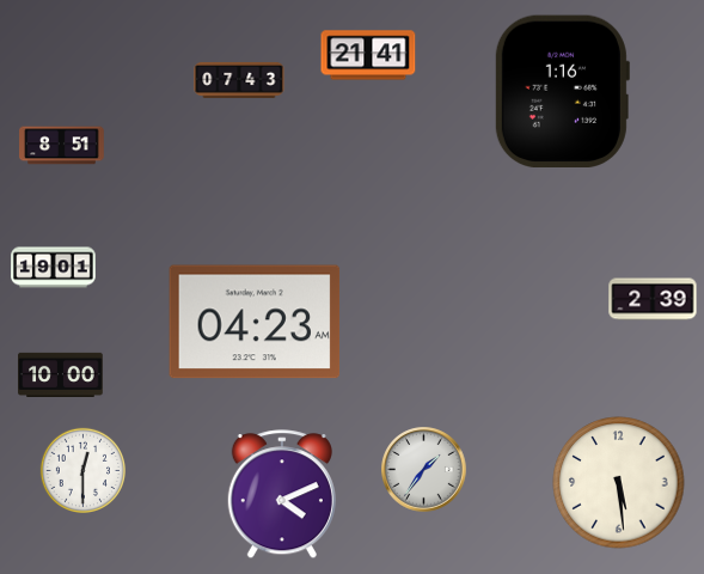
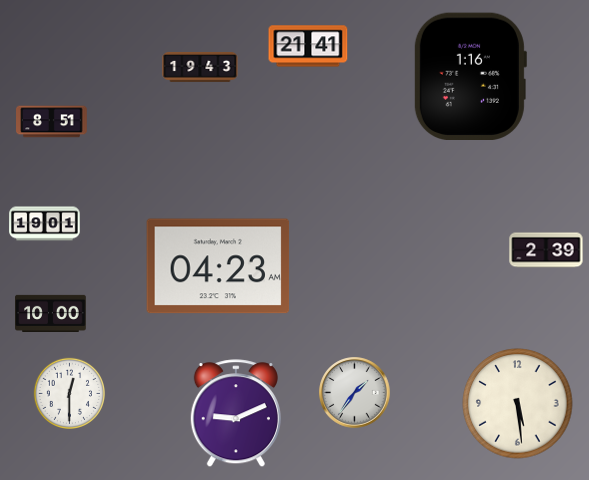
clock at (239, 80): 07:43 -> 19:43
clock at (255, 322) position: (255, 322) -> (218, 266)
clock at (282, 495): 4:11 -> 9:11
